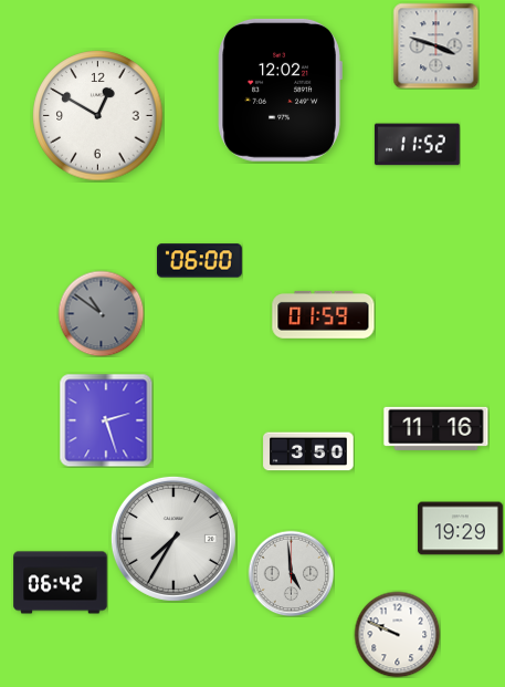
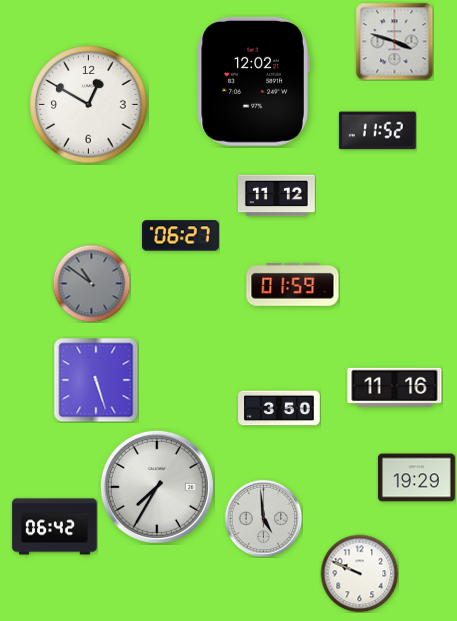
clock at (277, 196): none -> 11:12
clock at (199, 261): 06:00 -> 06:27
clock at (106, 420): 2:27 -> 5:27
